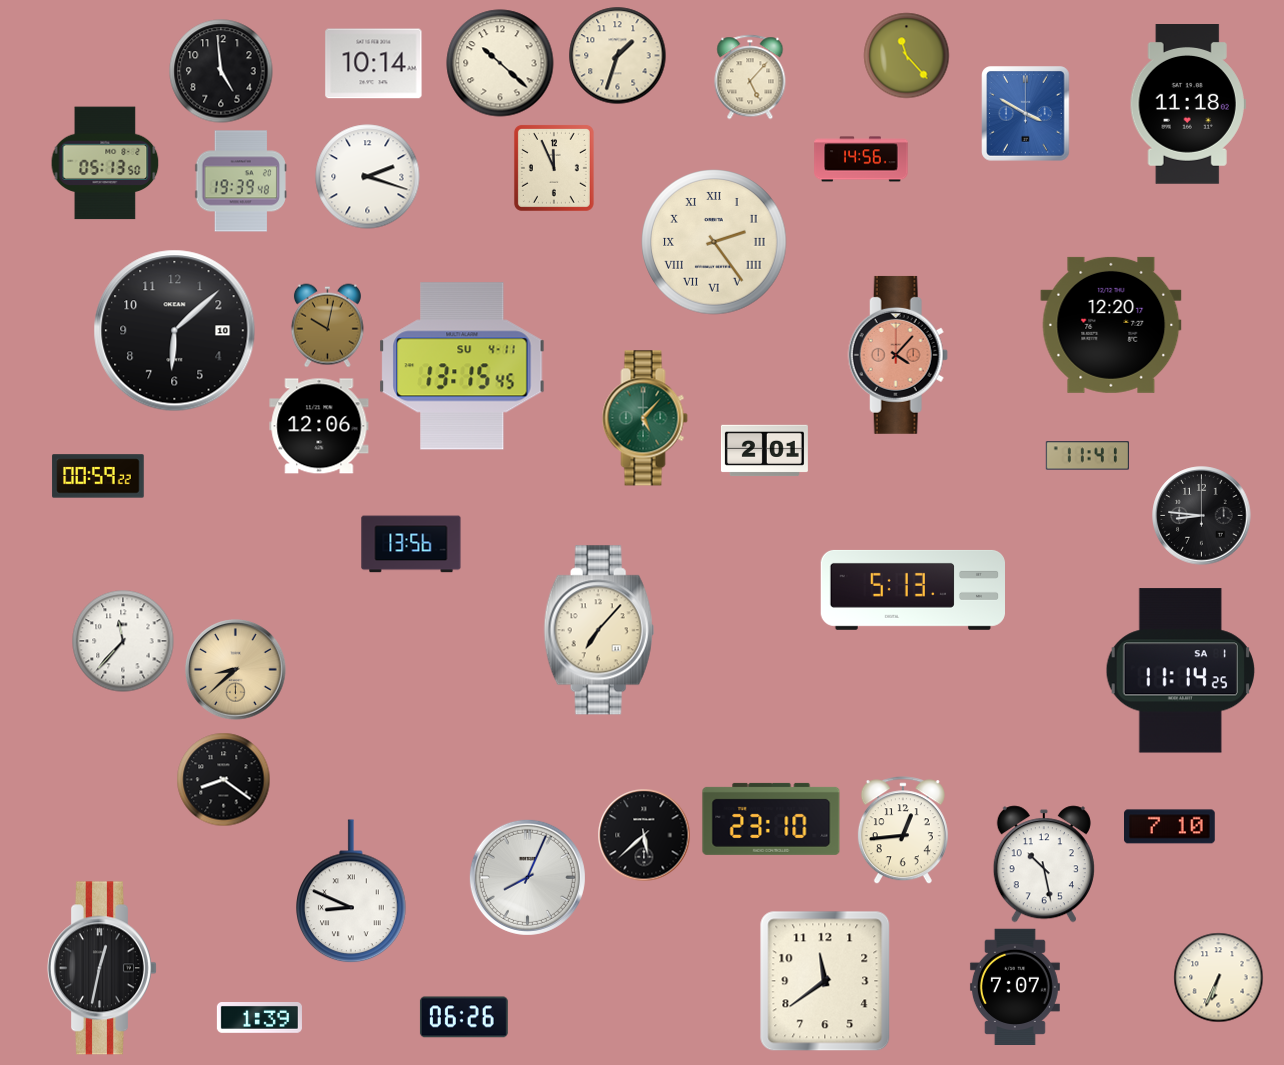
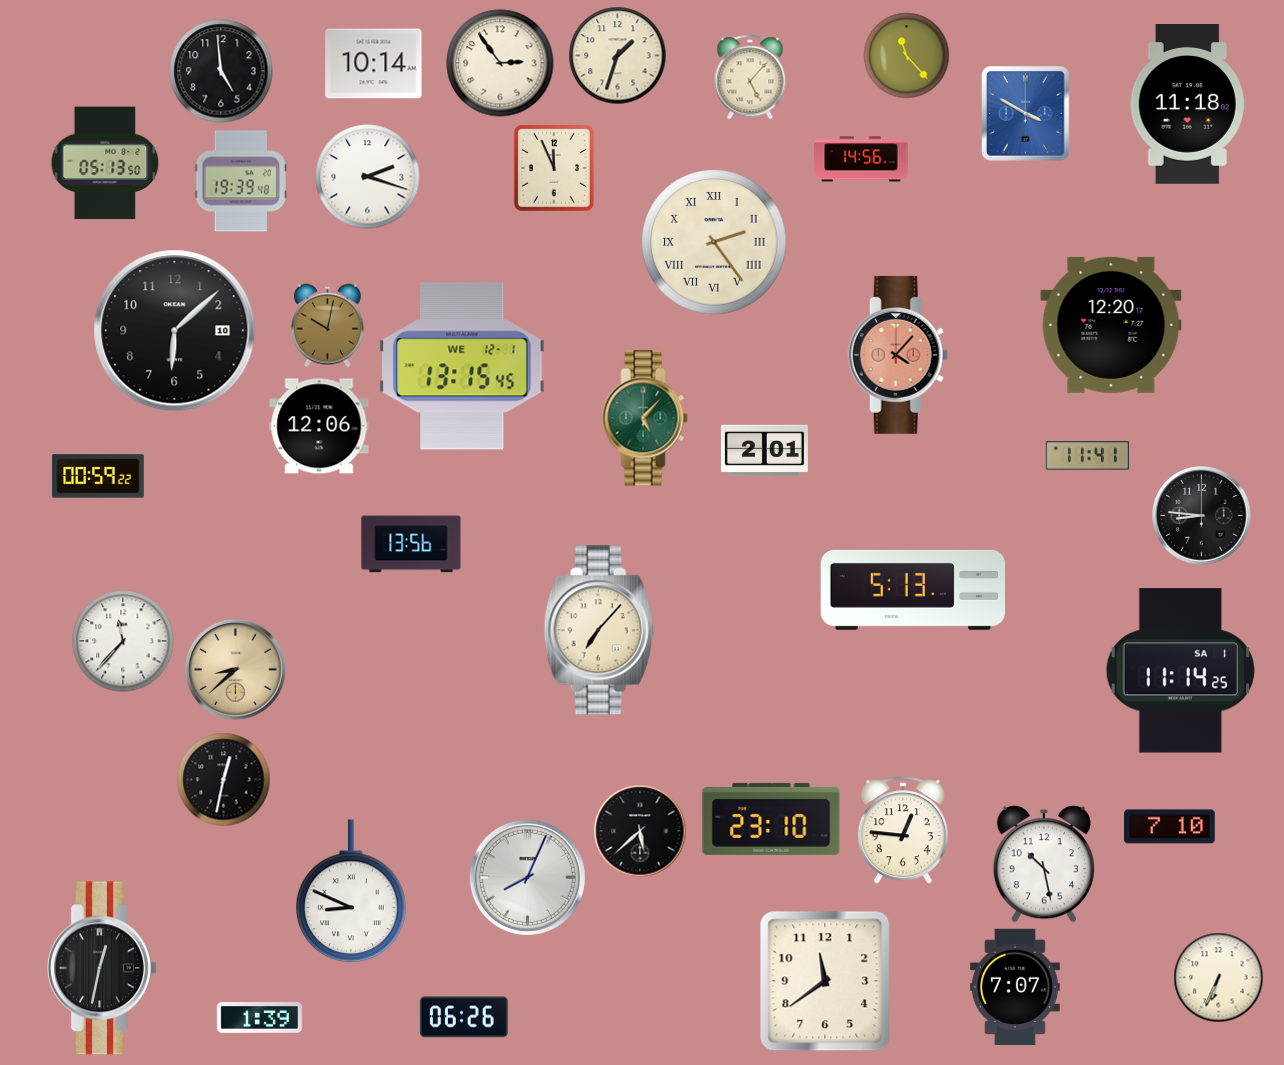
clock at (500, 63): 10:22 -> 2:54
clock at (462, 366) date: SU 4-11 -> WE 12-1
clock at (224, 780): 8:21 -> 12:32
clock at (903, 831): 12:44 -> 12:46
clock at (644, 835) position: (644, 835) -> (640, 831)
